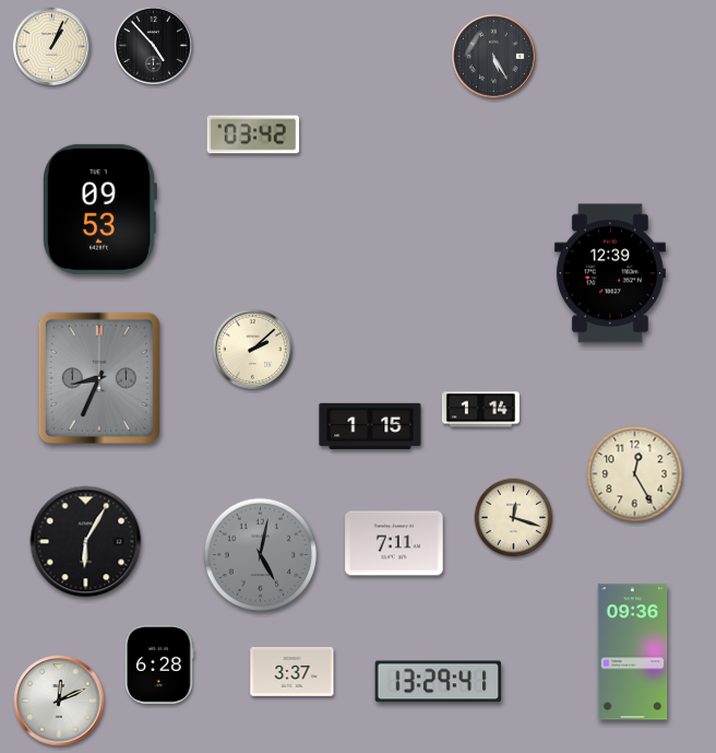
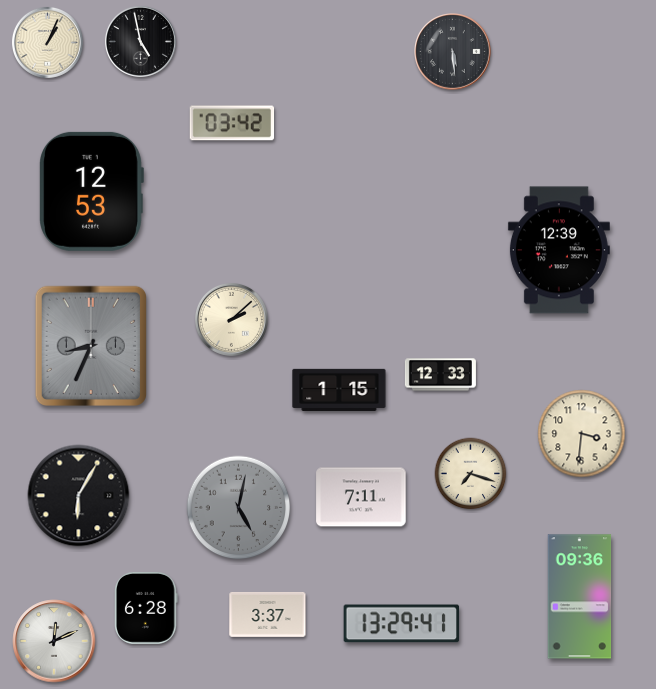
clock at (153, 45): 4:53 -> 4:58
clock at (494, 57): 5:25 -> 5:29
clock at (100, 209): 09:53 -> 12:53
clock at (480, 410): 1:14 -> 12:33
clock at (635, 474): 12:25 -> 3:31
clock at (514, 518): 12:18 -> 7:18
